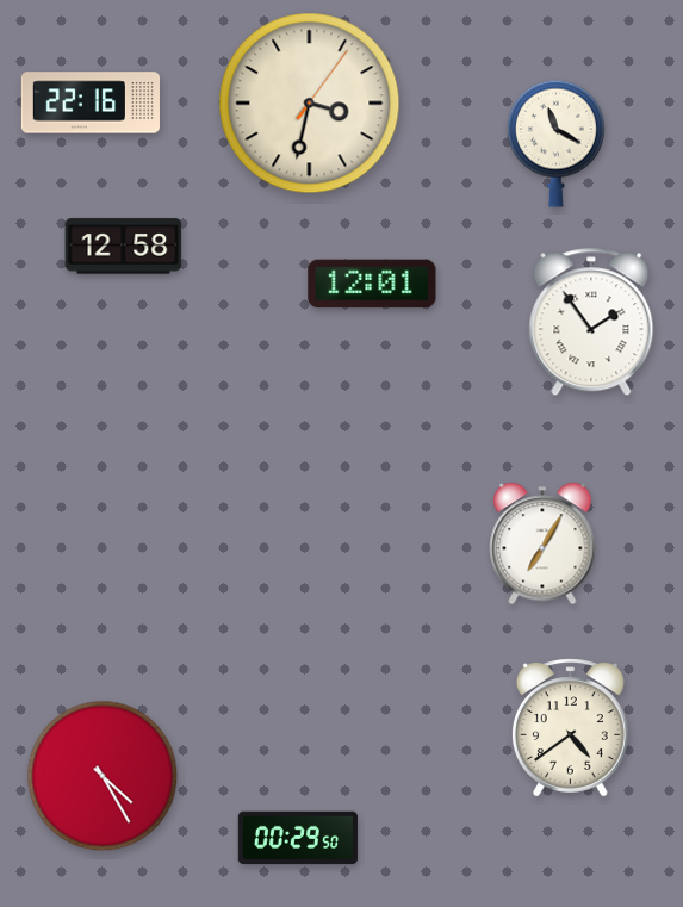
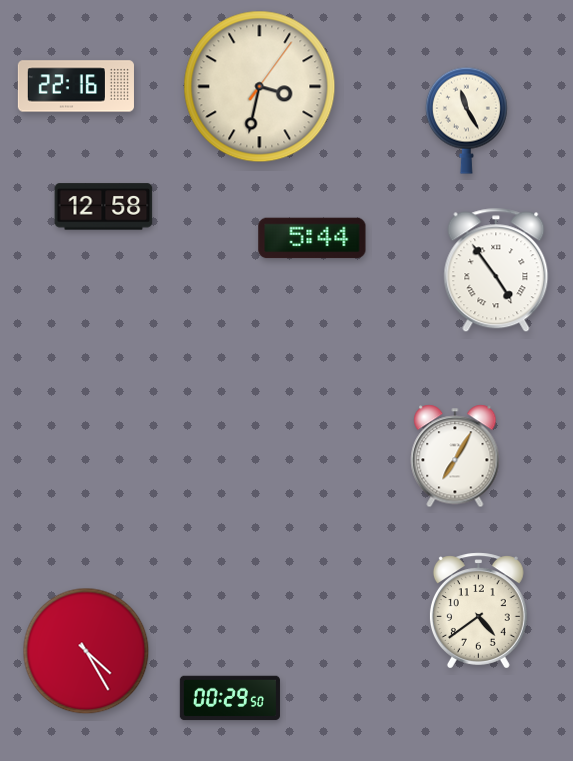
clock at (555, 143): 11:20 -> 11:25
clock at (372, 284): 12:01 -> 5:44
clock at (591, 322): 1:54 -> 4:54
clock at (298, 838) position: (298, 838) -> (230, 698)
